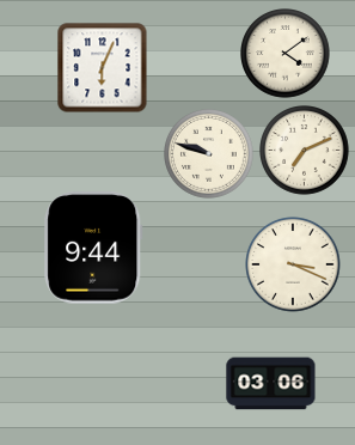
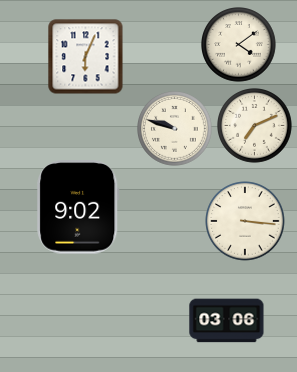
clock at (93, 248): 9:44 -> 9:02
clock at (293, 264): 3:19 -> 3:16
